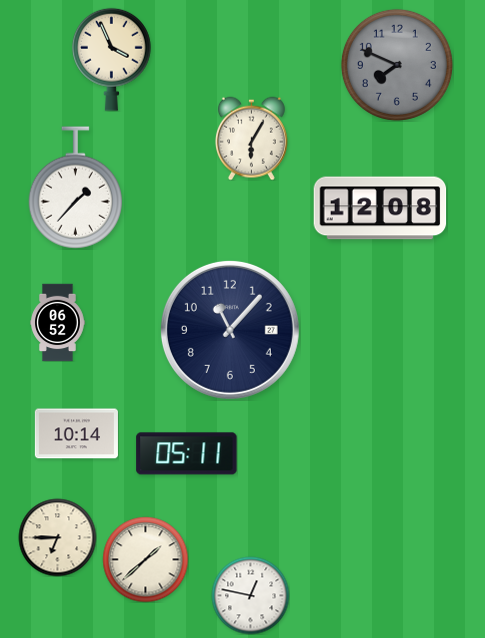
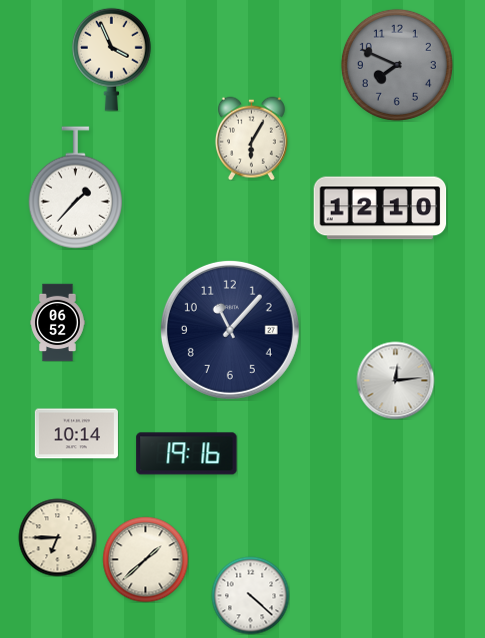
clock at (380, 208): 12:08 -> 12:10
clock at (395, 380): none -> 12:14
clock at (187, 454): 05:11 -> 19:16
clock at (250, 595): 12:47 -> 4:22
